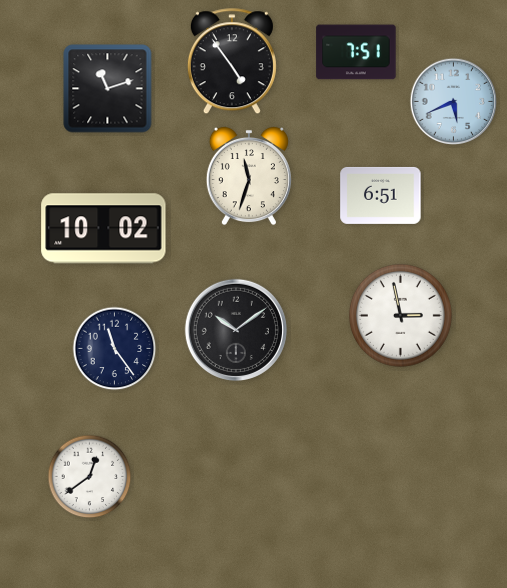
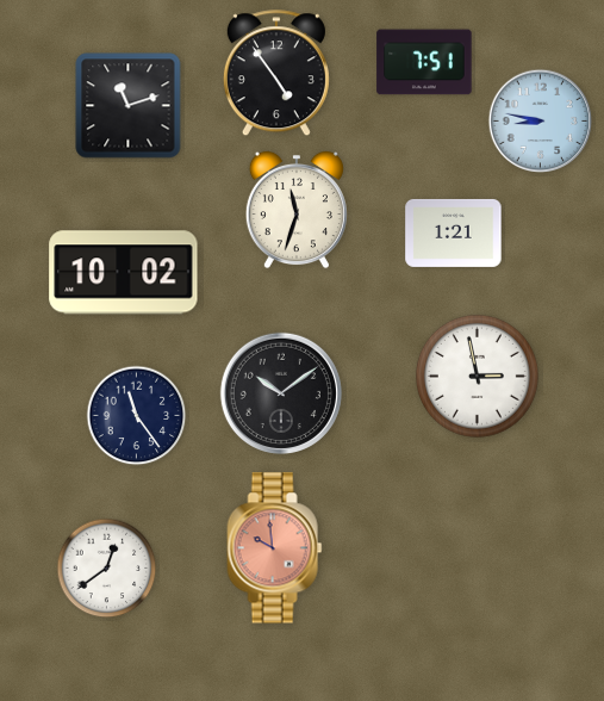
clock at (454, 102): 5:41 -> 8:47
clock at (381, 195): 6:51 -> 1:21
clock at (275, 548): none -> 9:59
